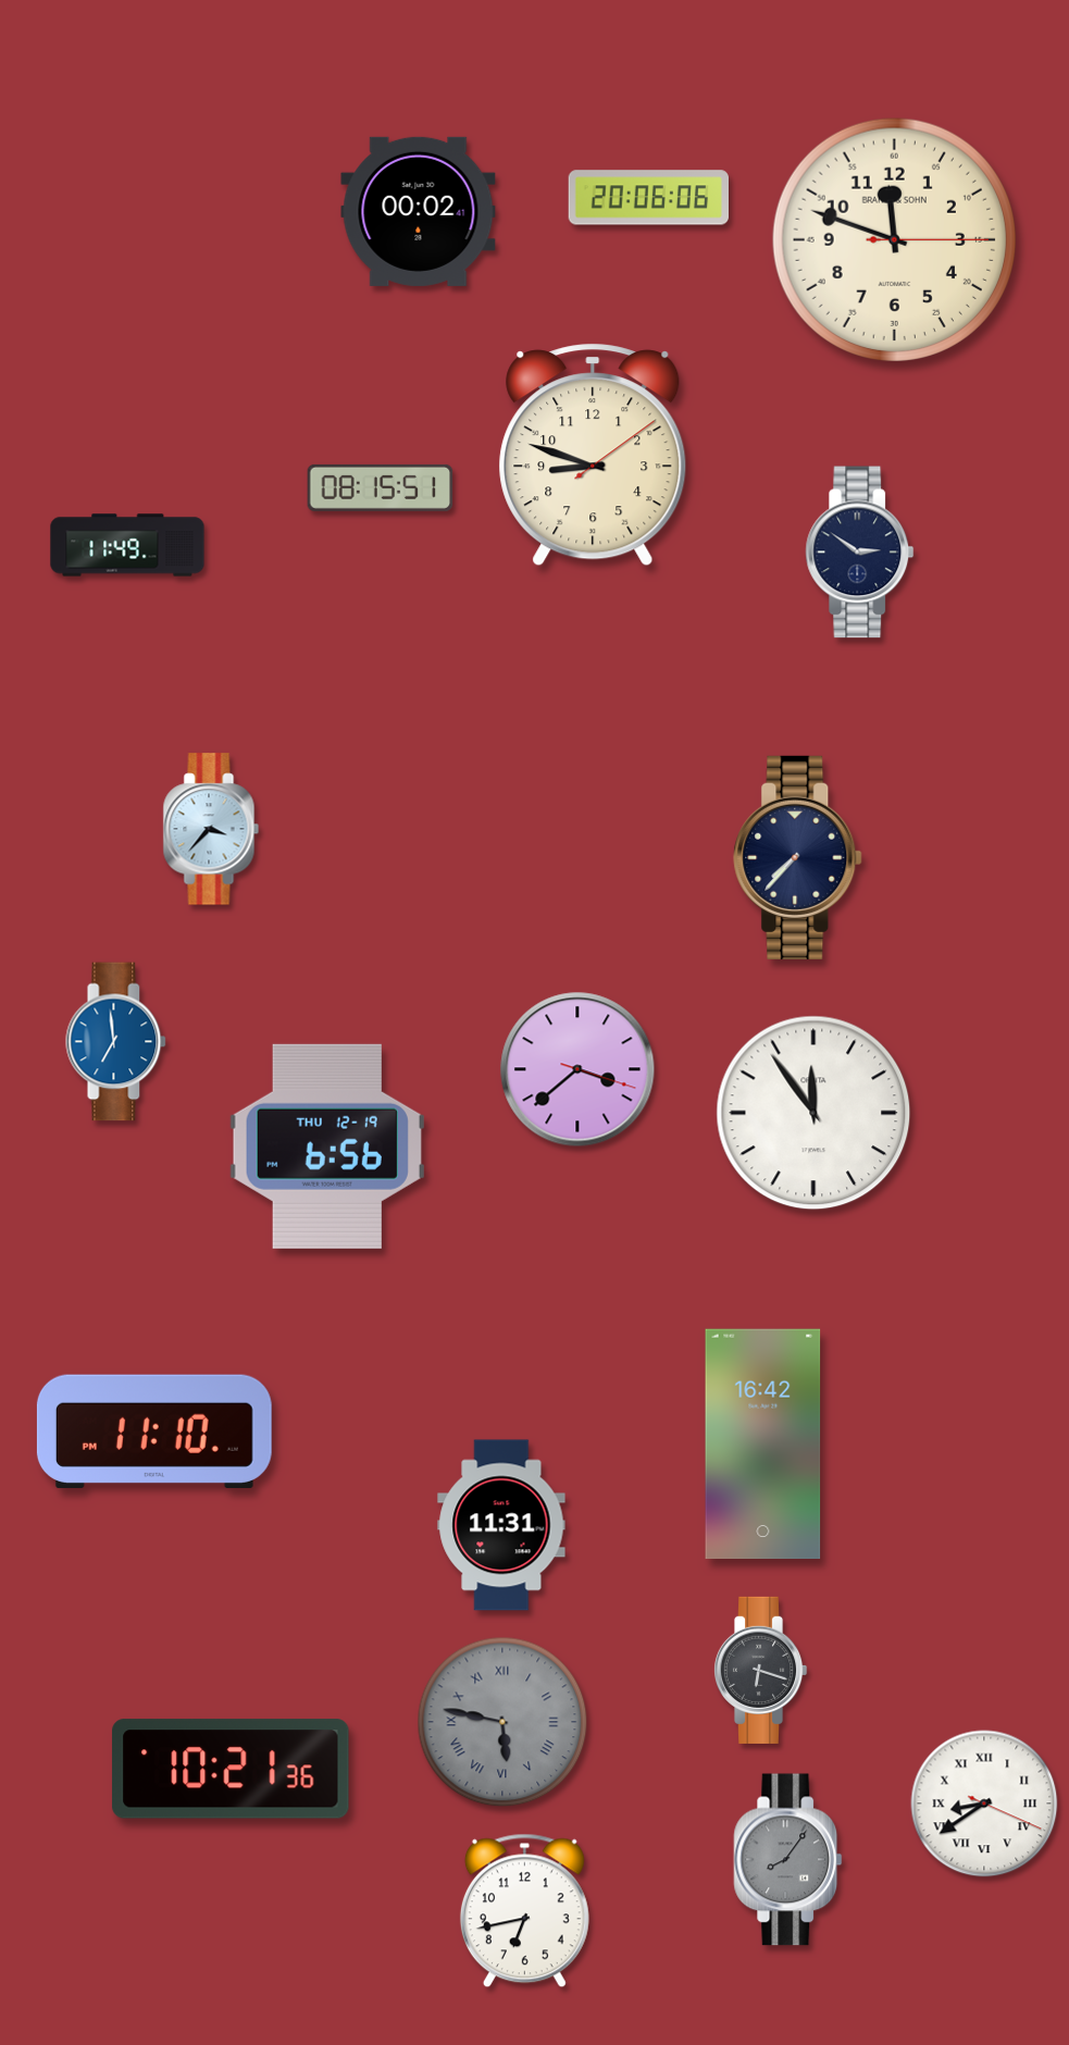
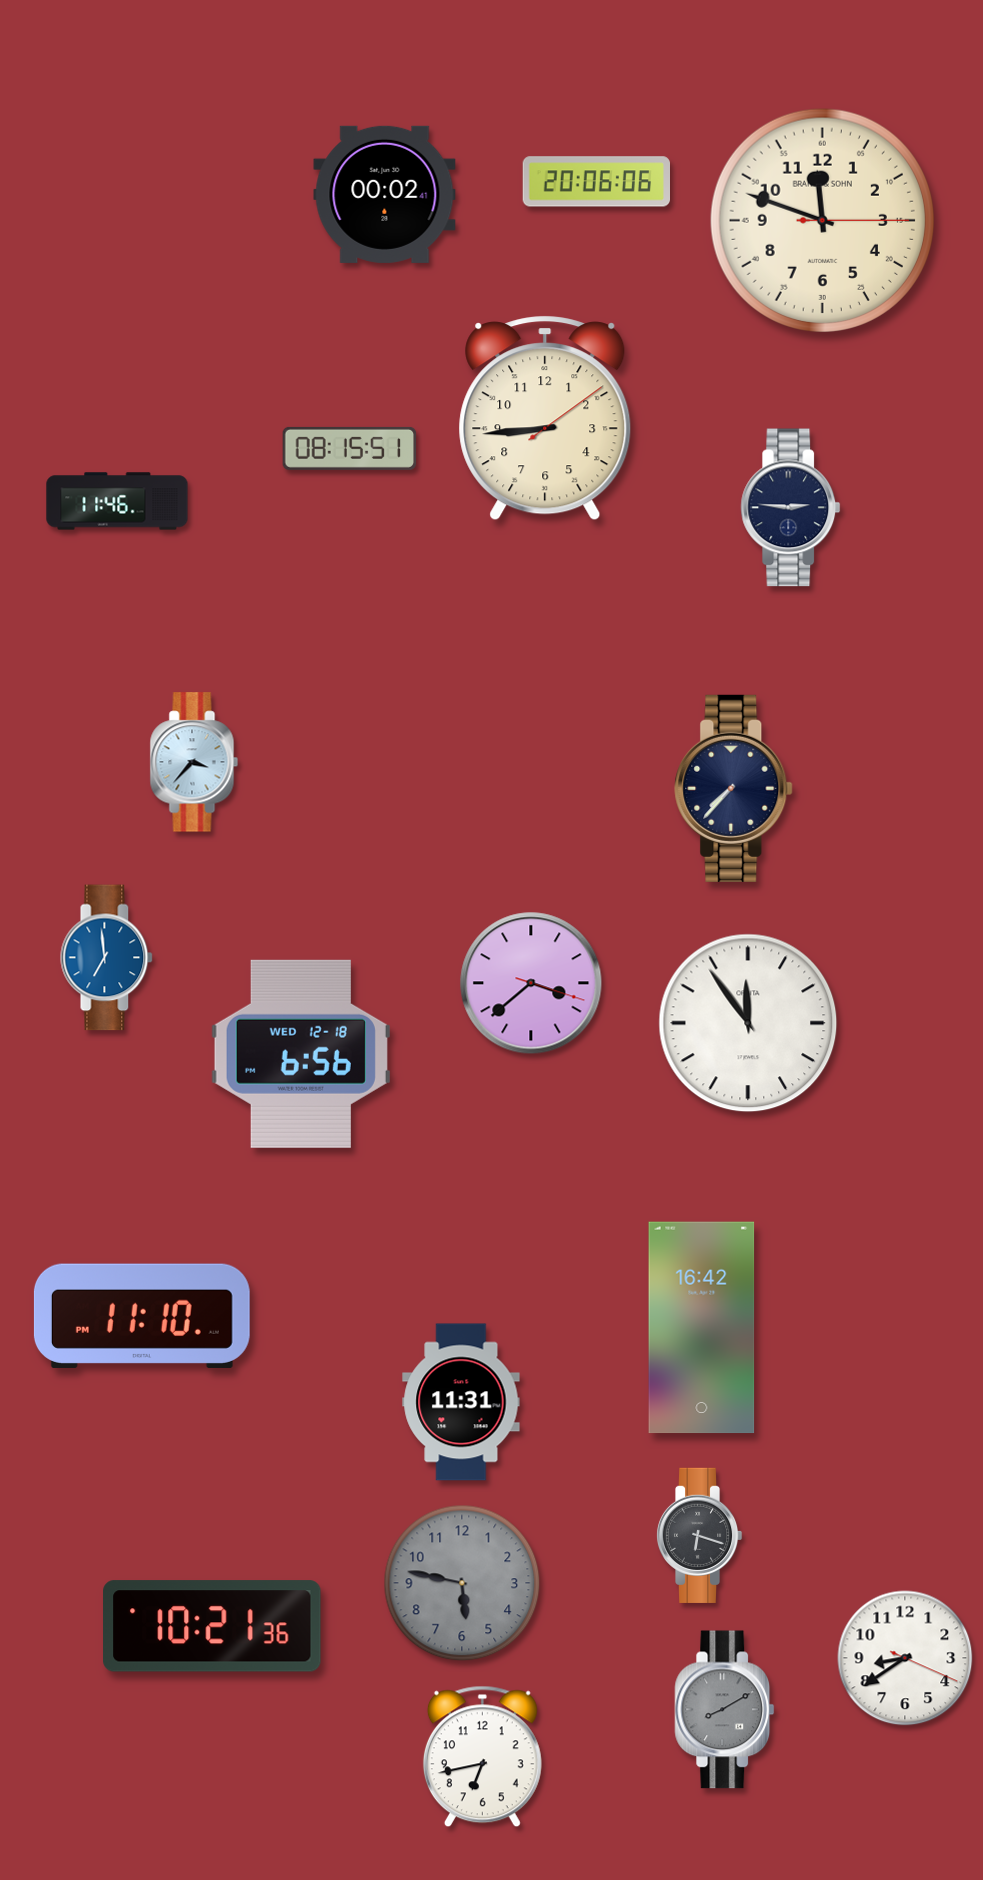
clock at (593, 455): 8:48 -> 8:44
clock at (127, 545): 11:49 -> 11:46
clock at (860, 553): 2:51 -> 2:46
clock at (327, 1147) date: THU 12-19 -> WED 12-18
clock at (502, 1722) numerals: Roman -> Arabic
clock at (984, 1804) numerals: Roman -> Arabic
clock at (788, 1860): 8:06 -> 8:10
